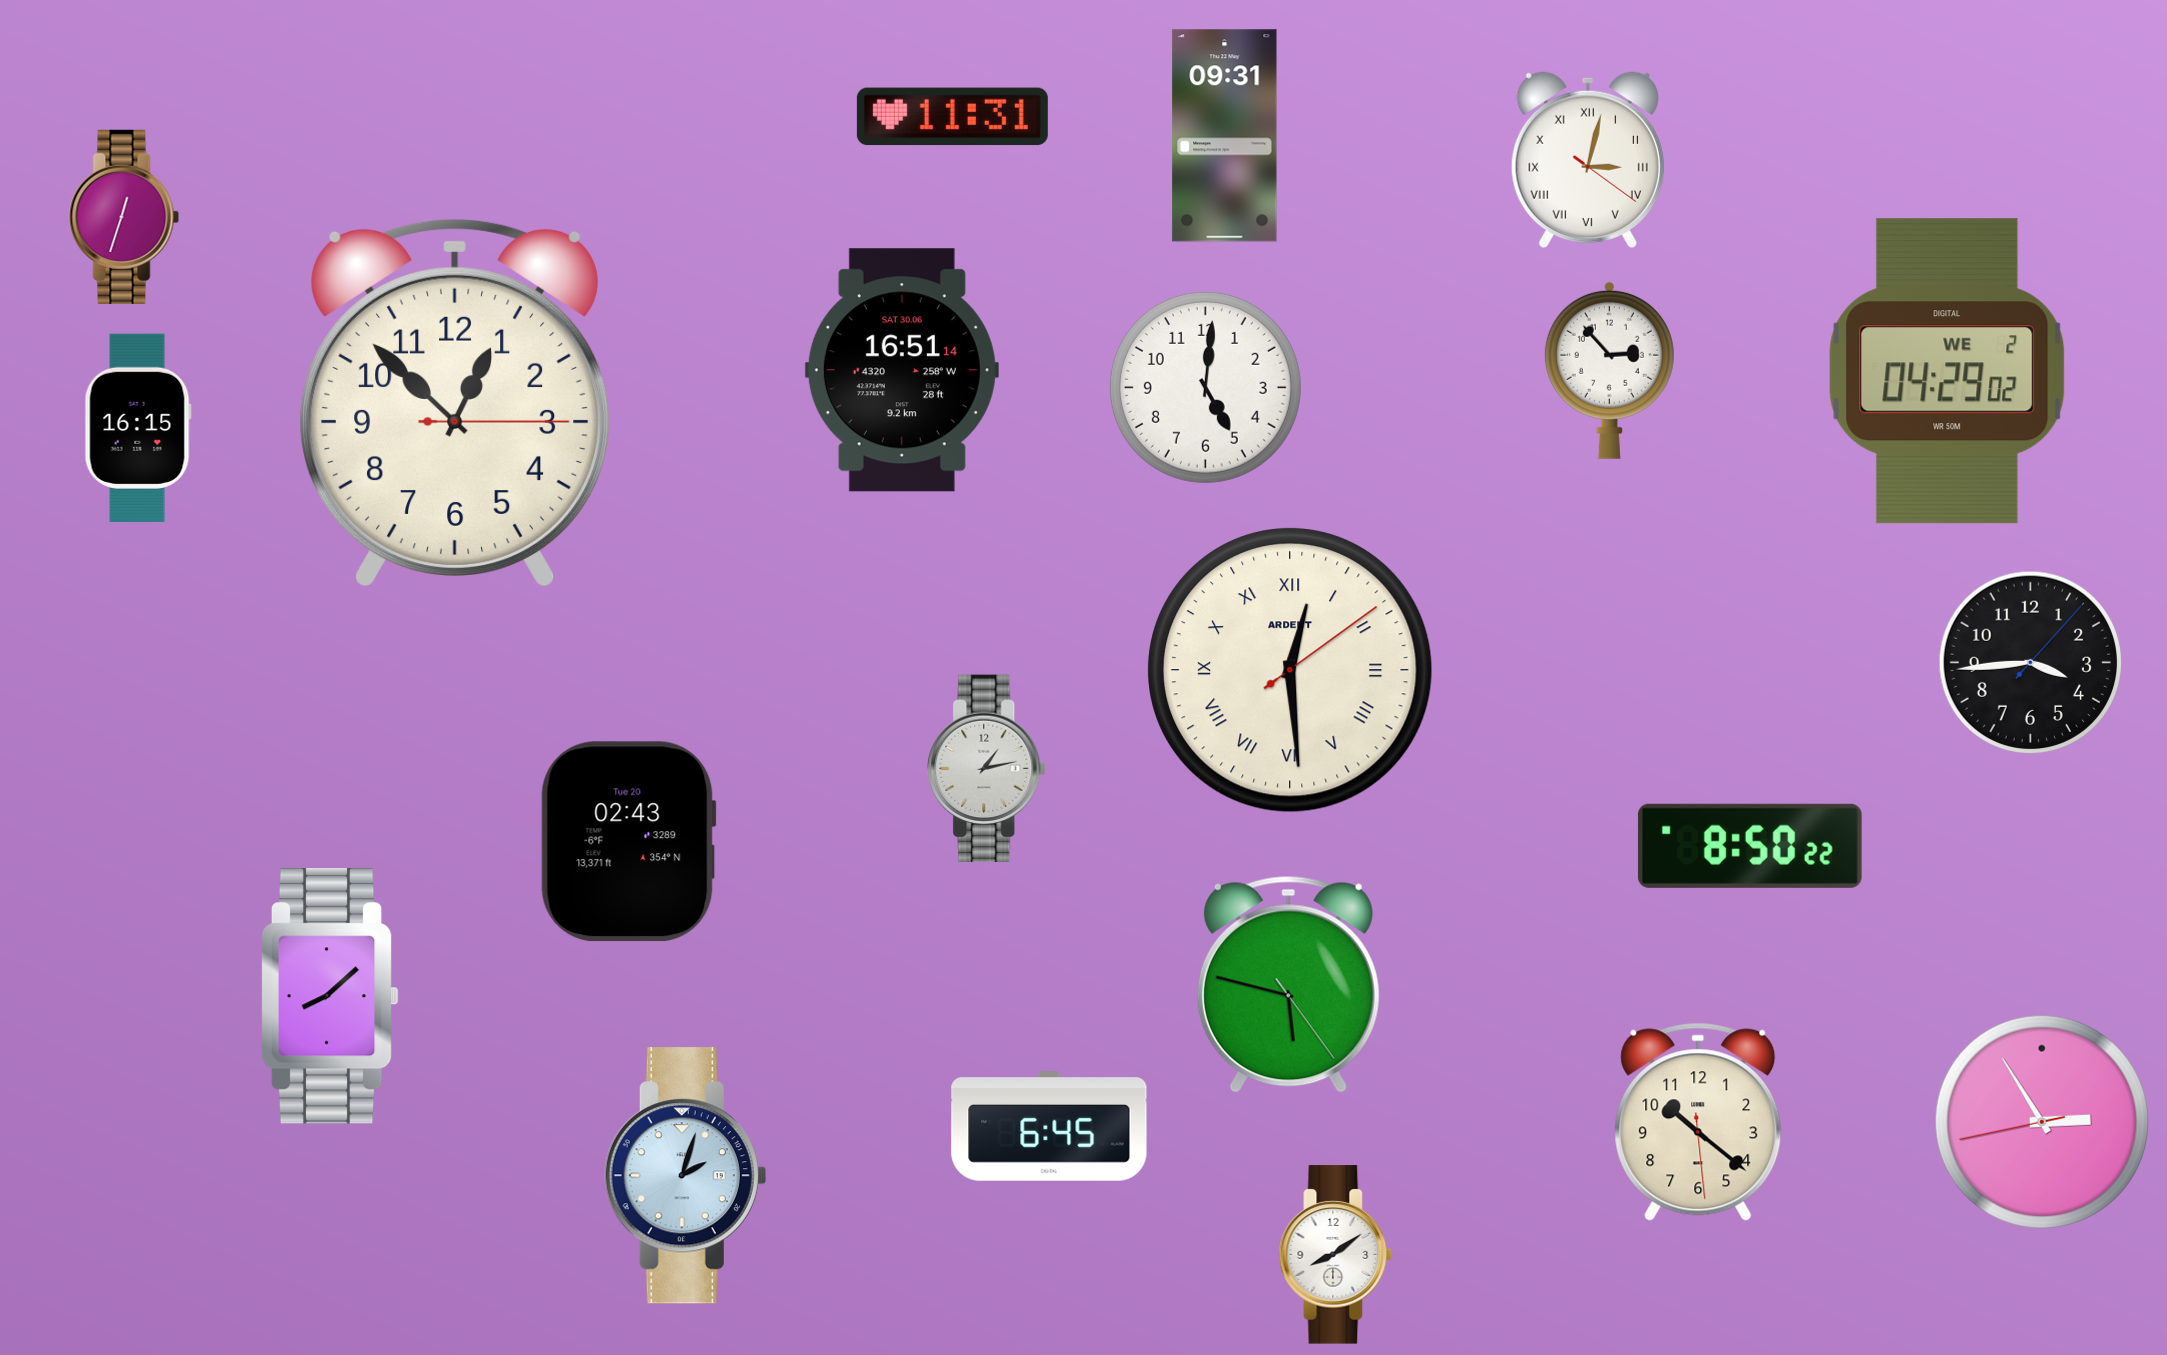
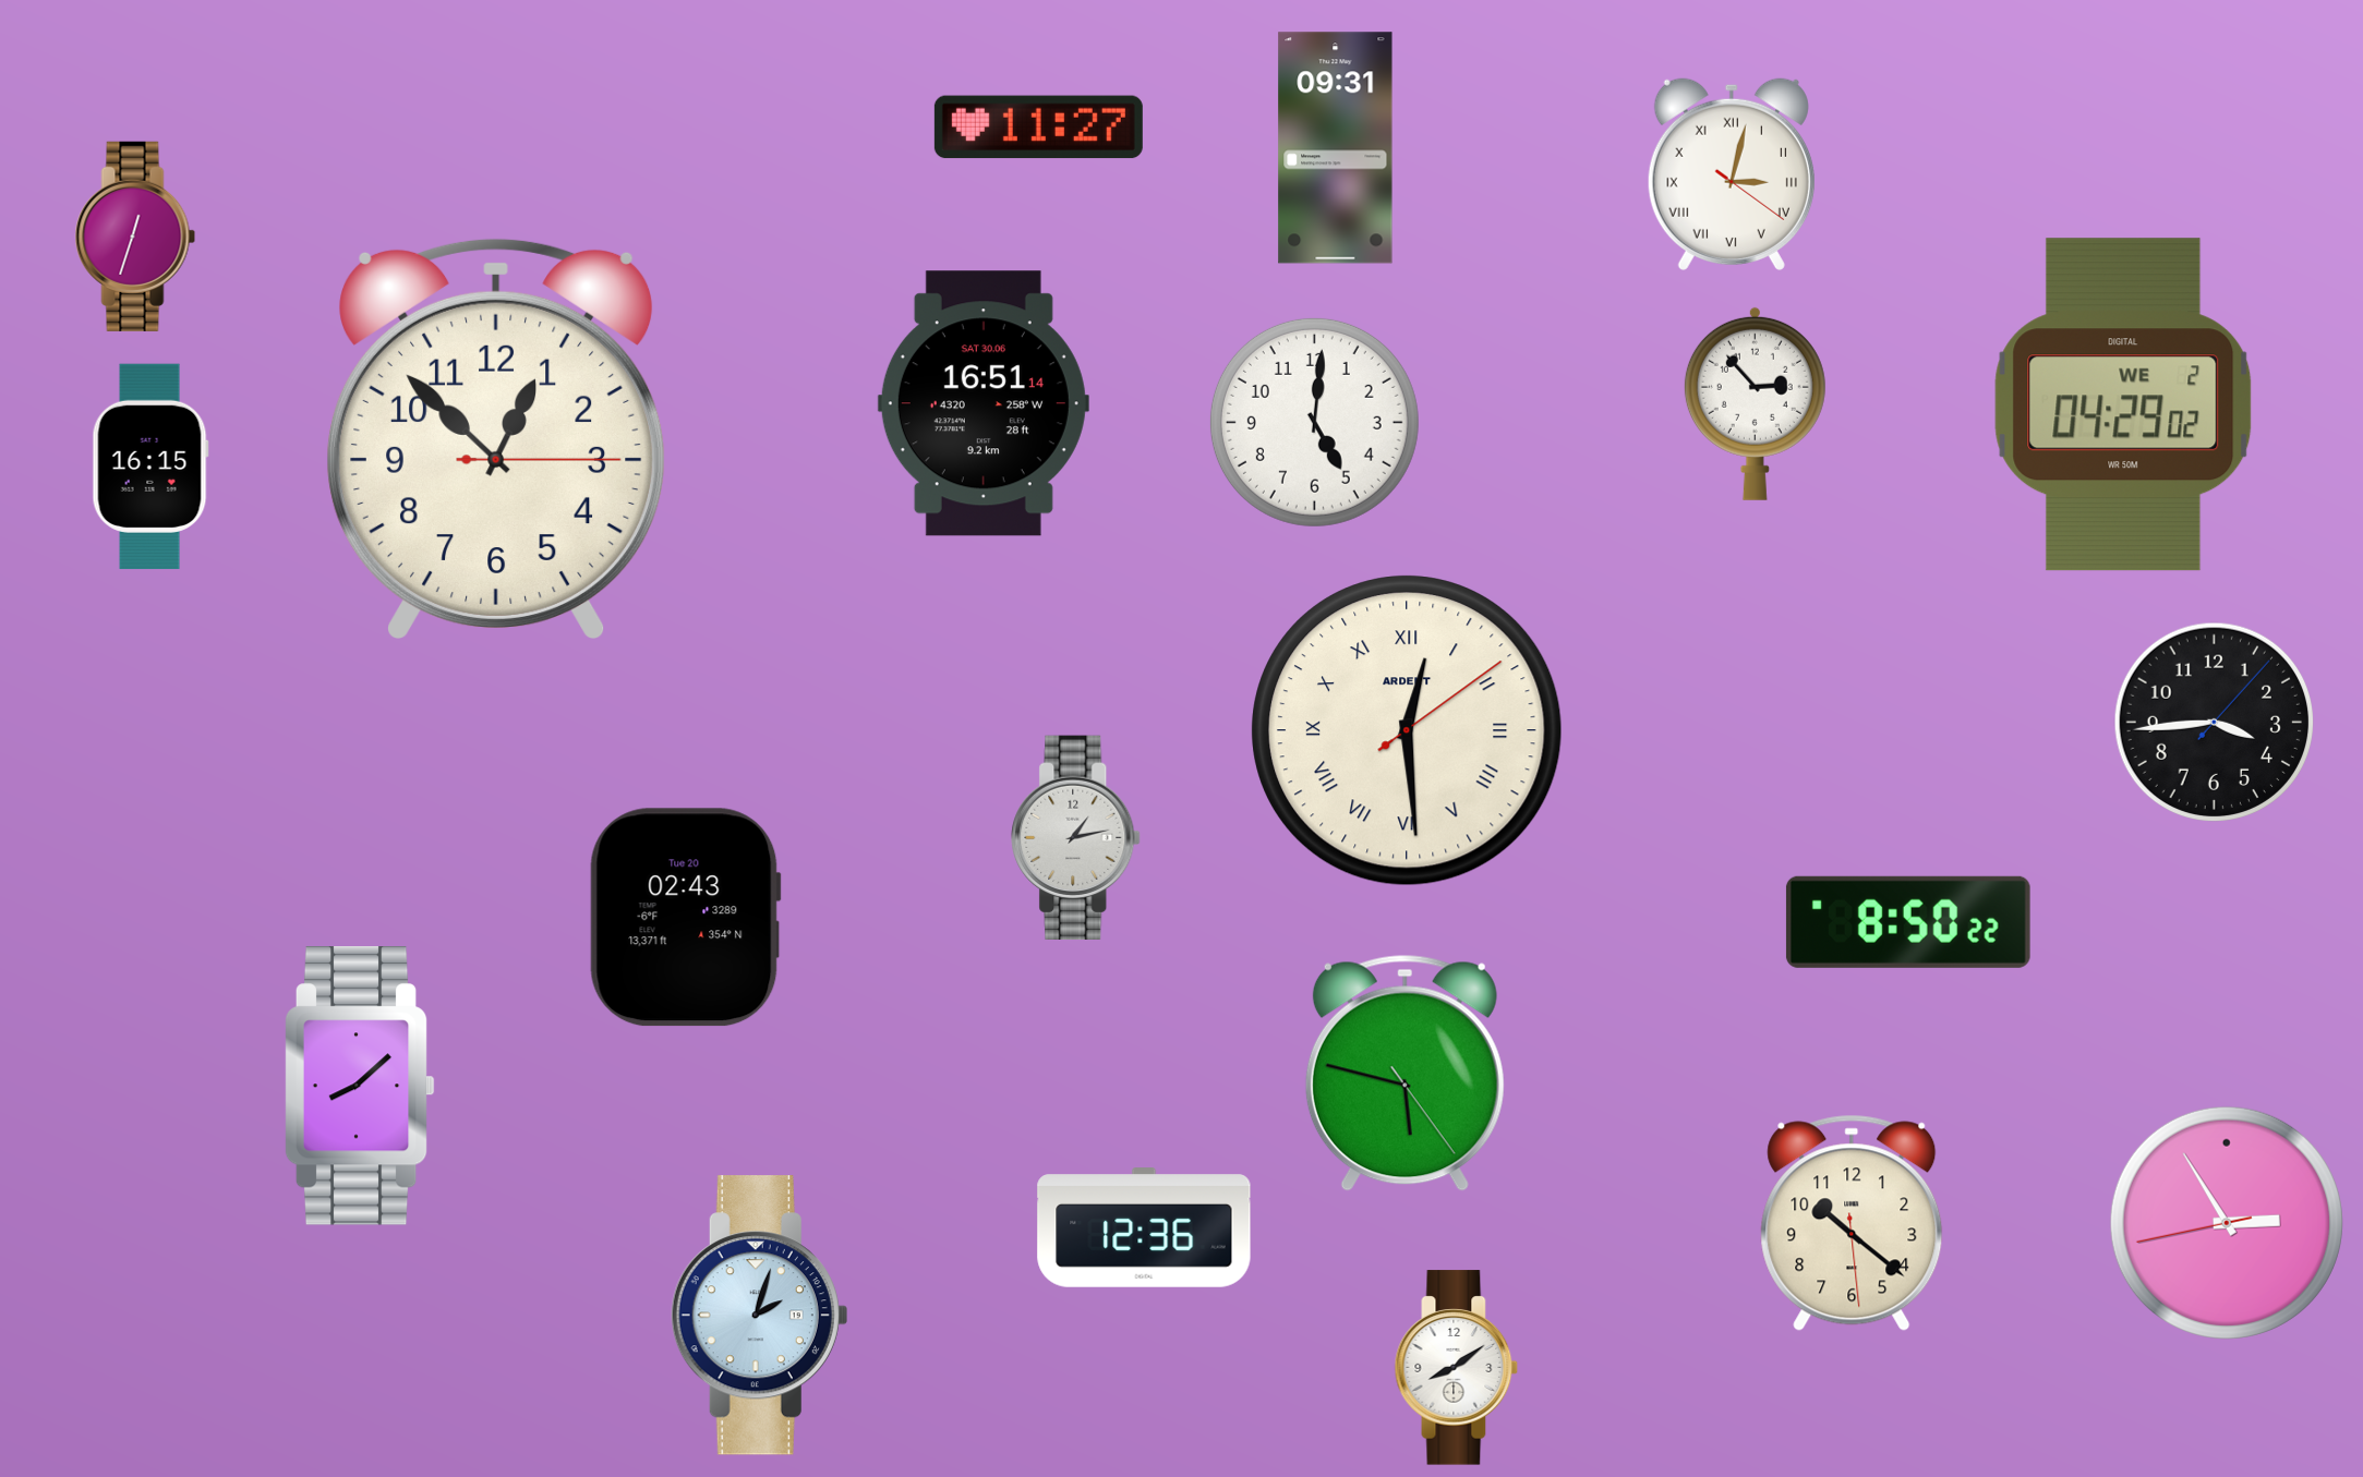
clock at (952, 117): 11:31 -> 11:27
clock at (1049, 1126): 6:45 -> 12:36
clock at (685, 1176) position: (685, 1176) -> (759, 1316)
